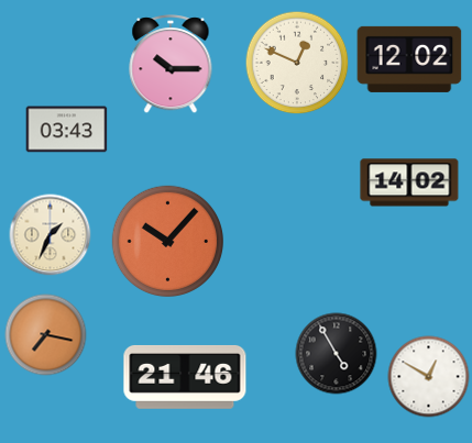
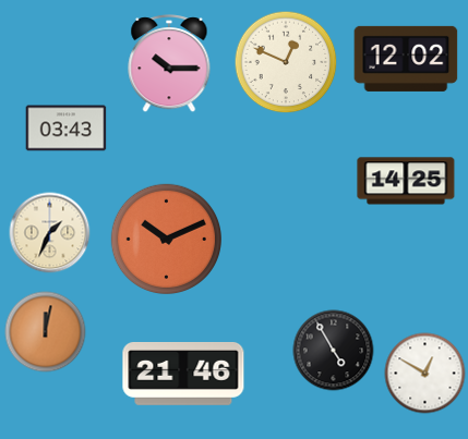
clock at (297, 63) position: (297, 63) -> (286, 62)
clock at (409, 182): 14:02 -> 14:25
clock at (167, 241): 10:07 -> 10:11
clock at (46, 335): 7:17 -> 12:02
